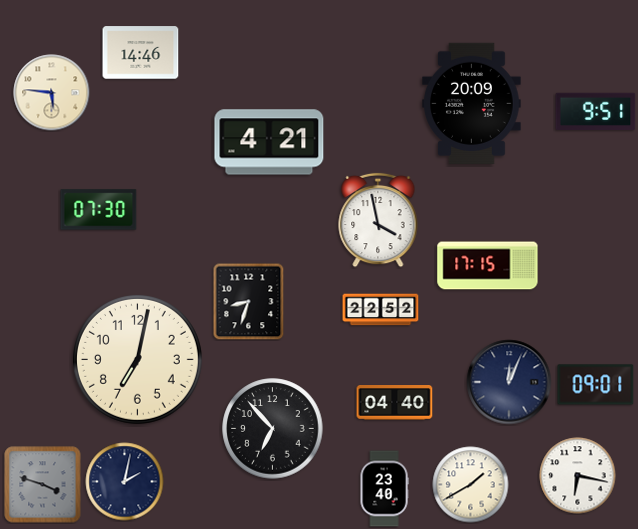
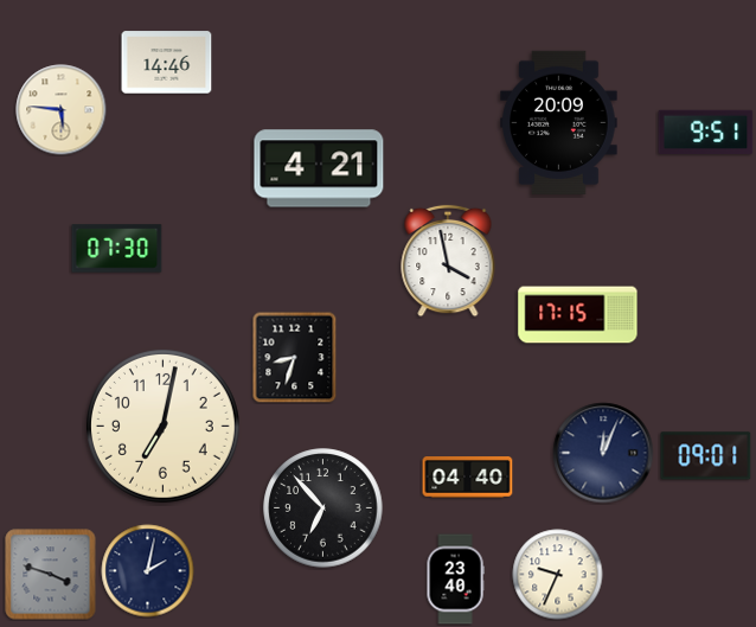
clock at (381, 310): 22:52 -> none
clock at (578, 476): 6:17 -> none
clock at (471, 485): 1:40 -> 9:34
